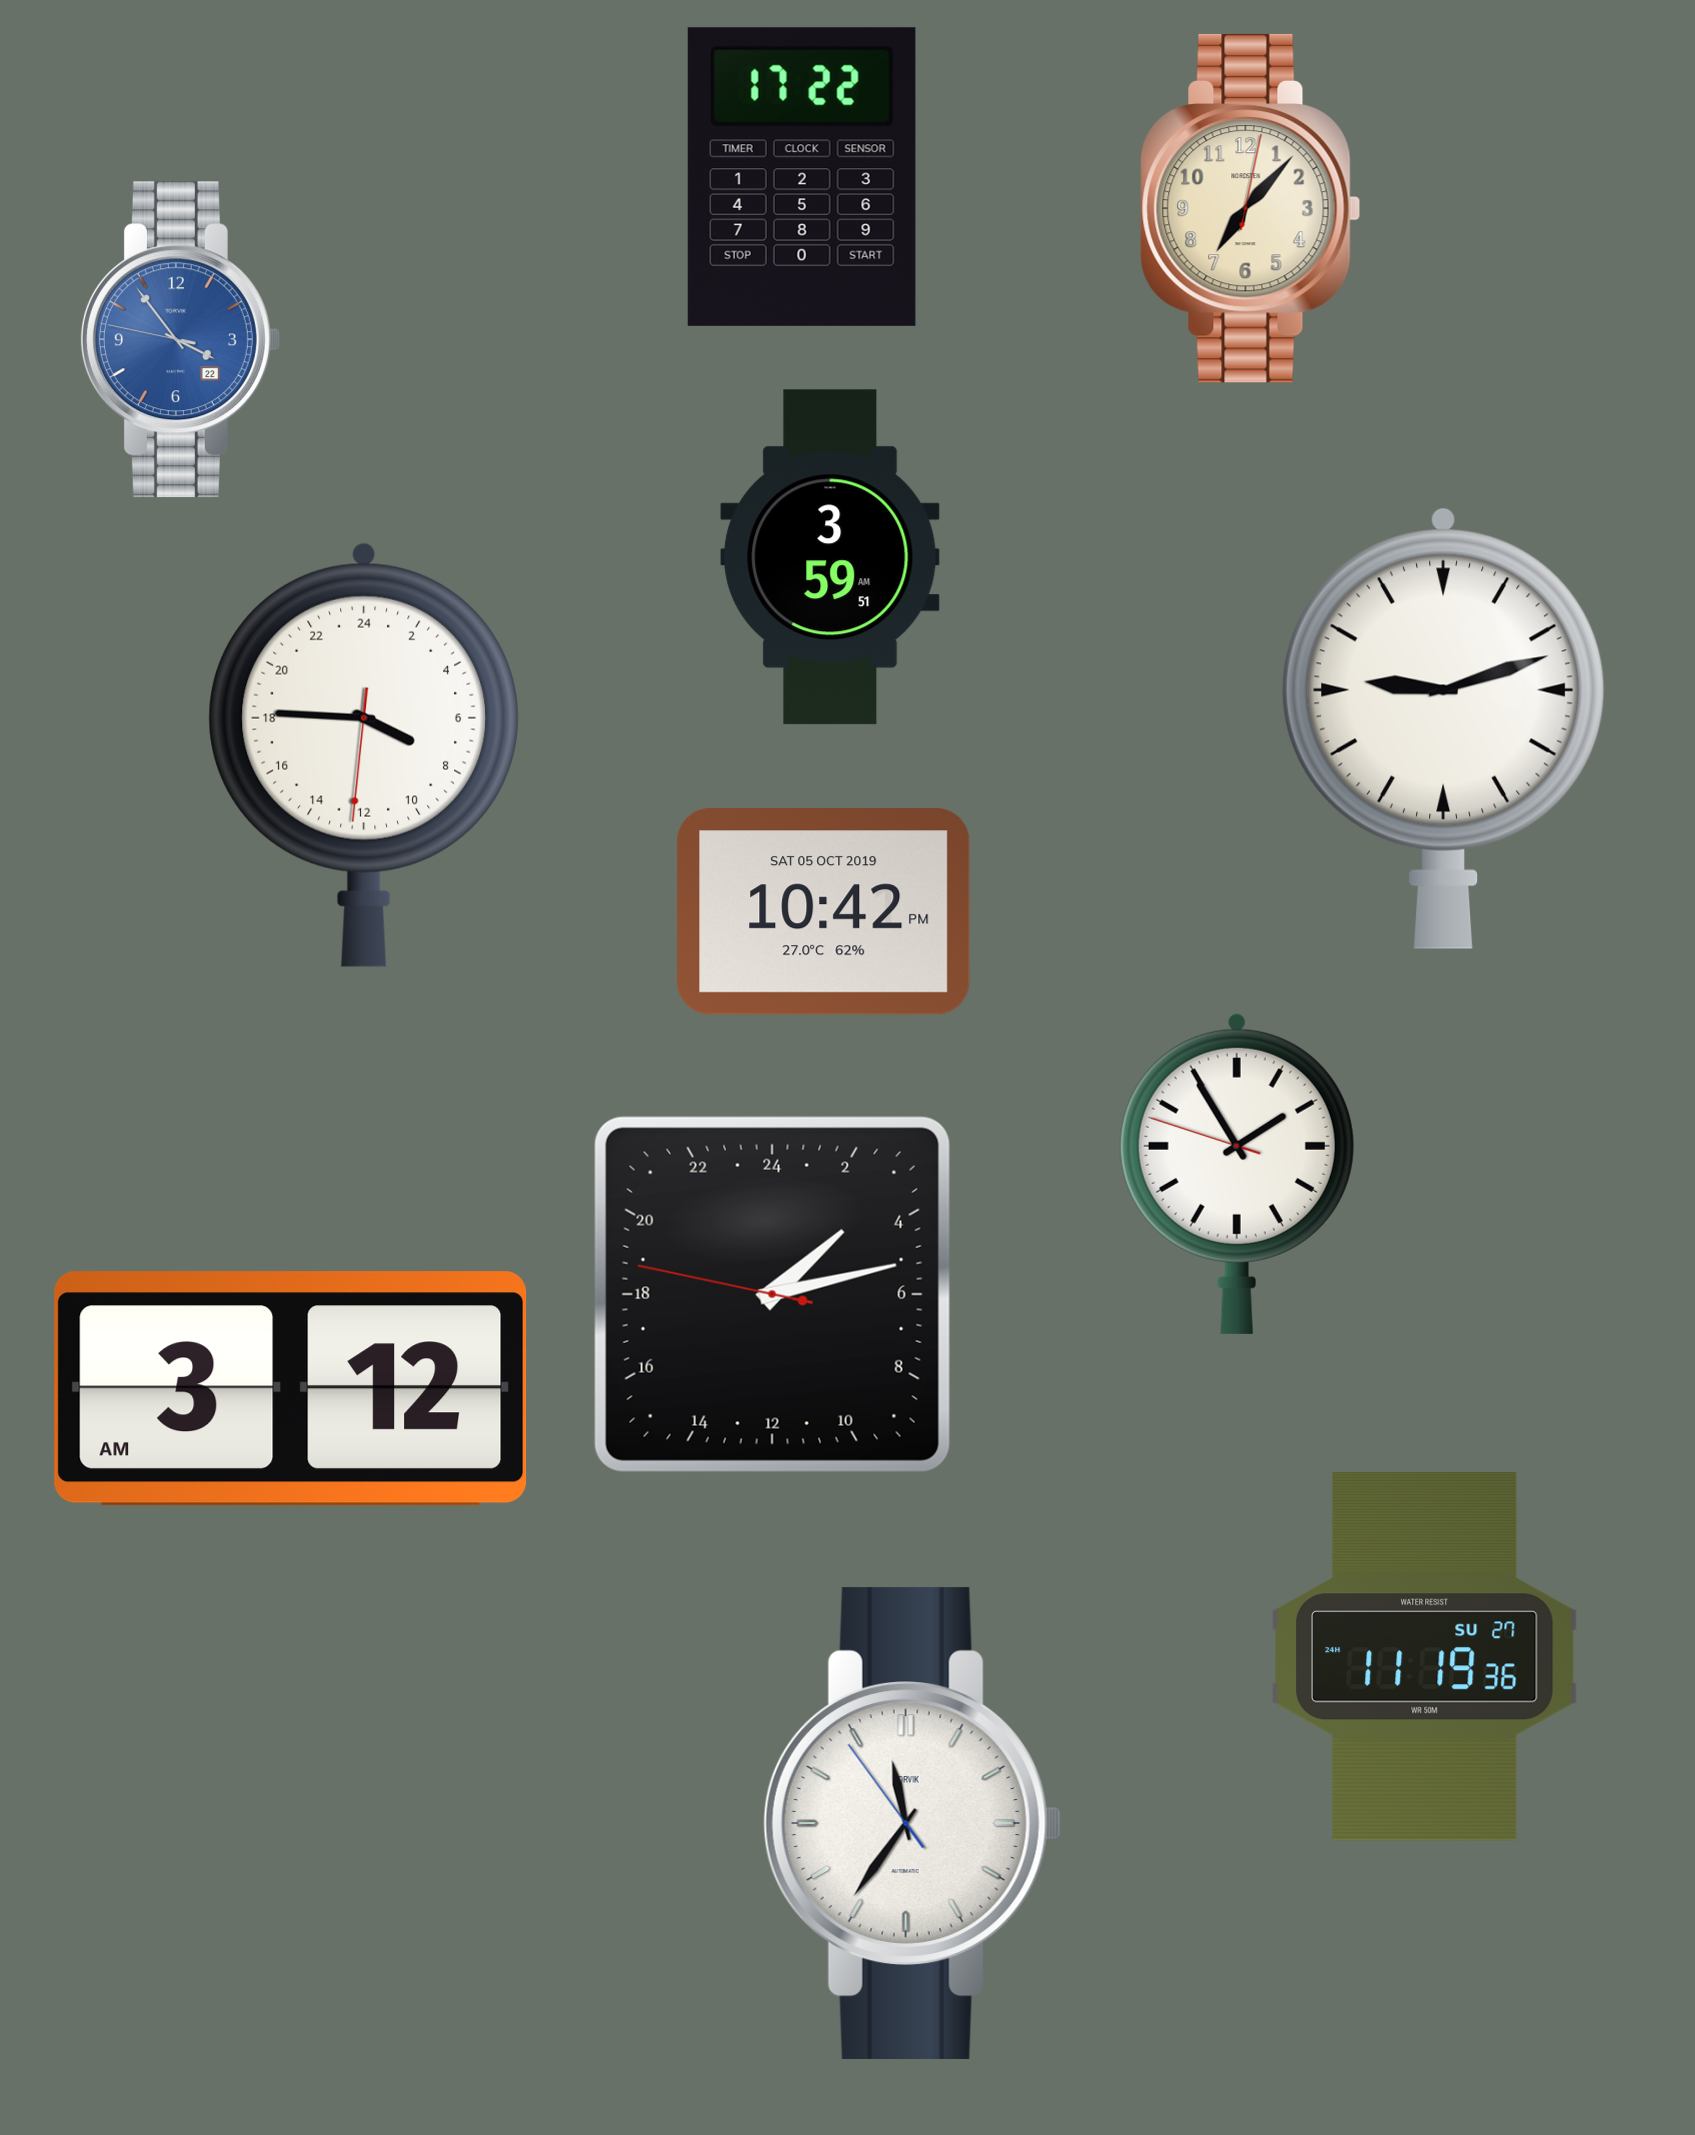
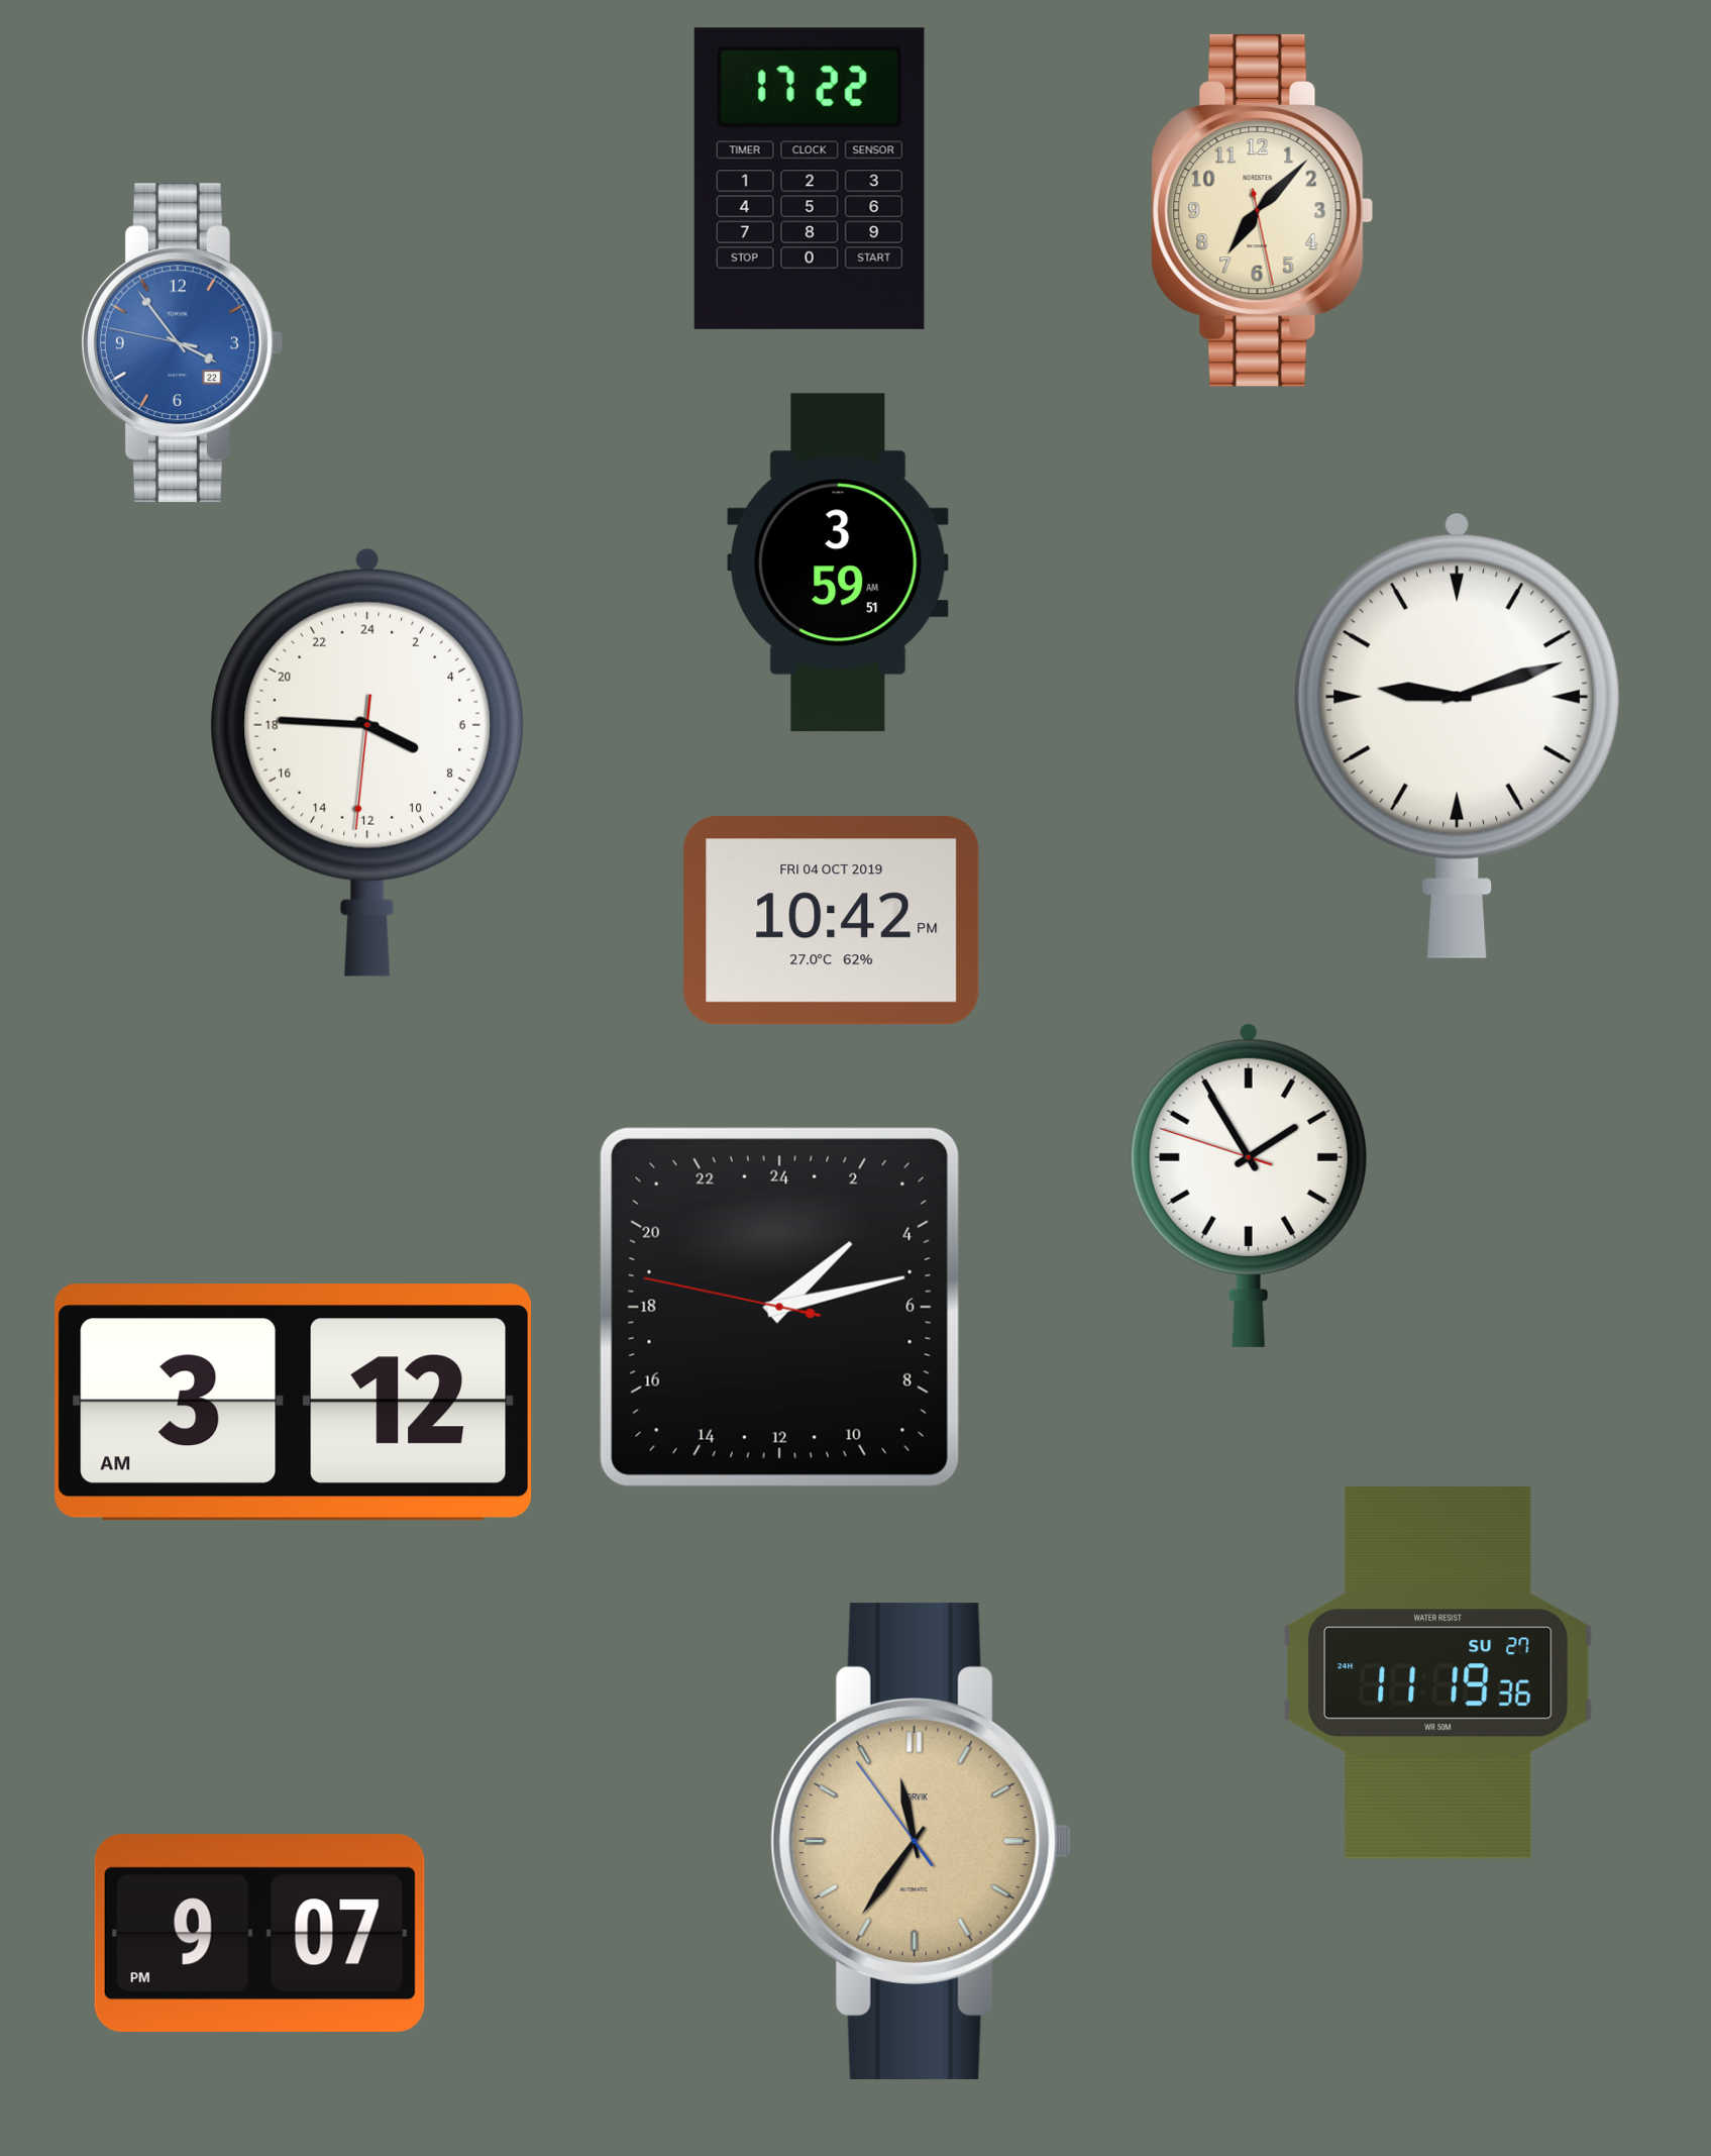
clock at (1251, 208): 7:07:02 -> 7:07:28
clock at (824, 912) date: SAT 05 OCT 2019 -> FRI 04 OCT 2019
clock at (912, 1823) dial: white -> champagne
clock at (259, 1933): none -> 9:07
